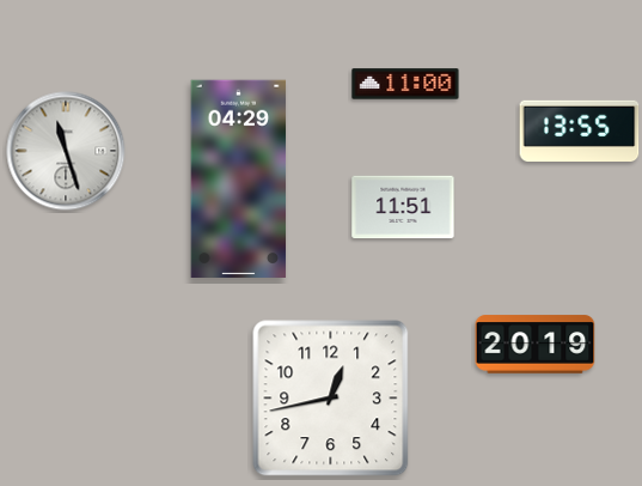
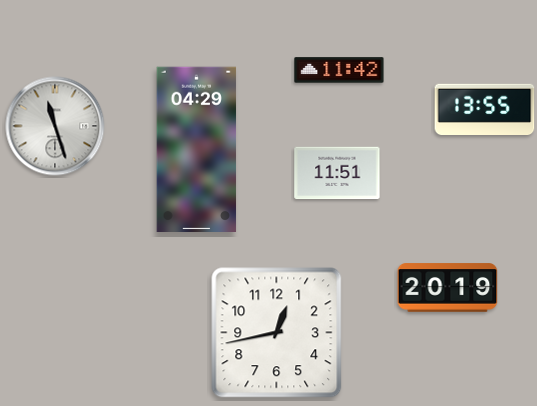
clock at (405, 84): 11:00 -> 11:42
clock at (239, 178) position: (239, 178) -> (197, 149)
